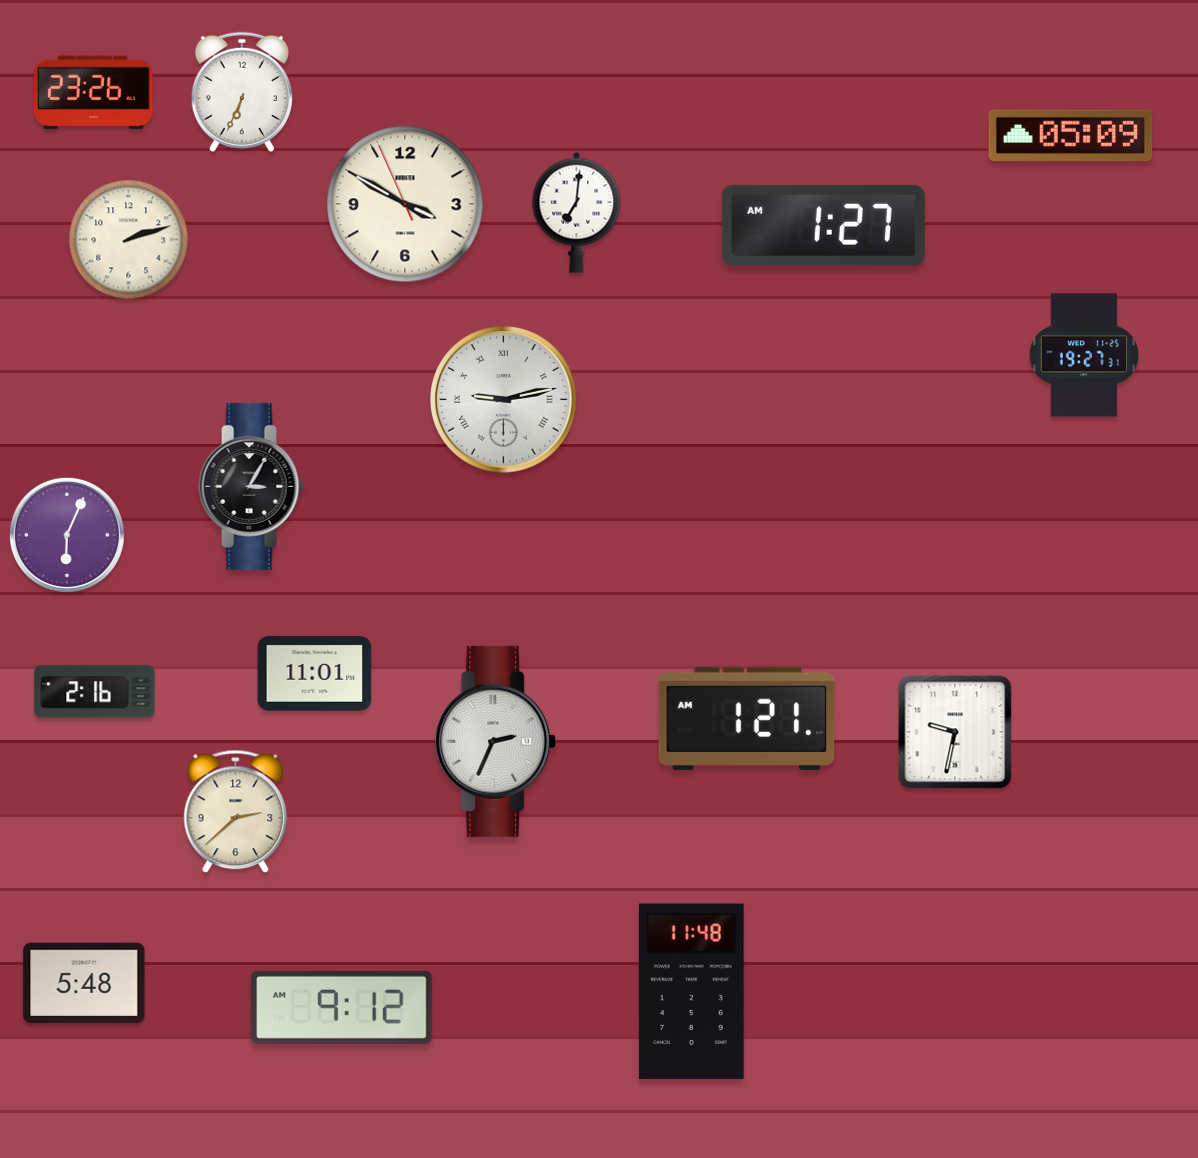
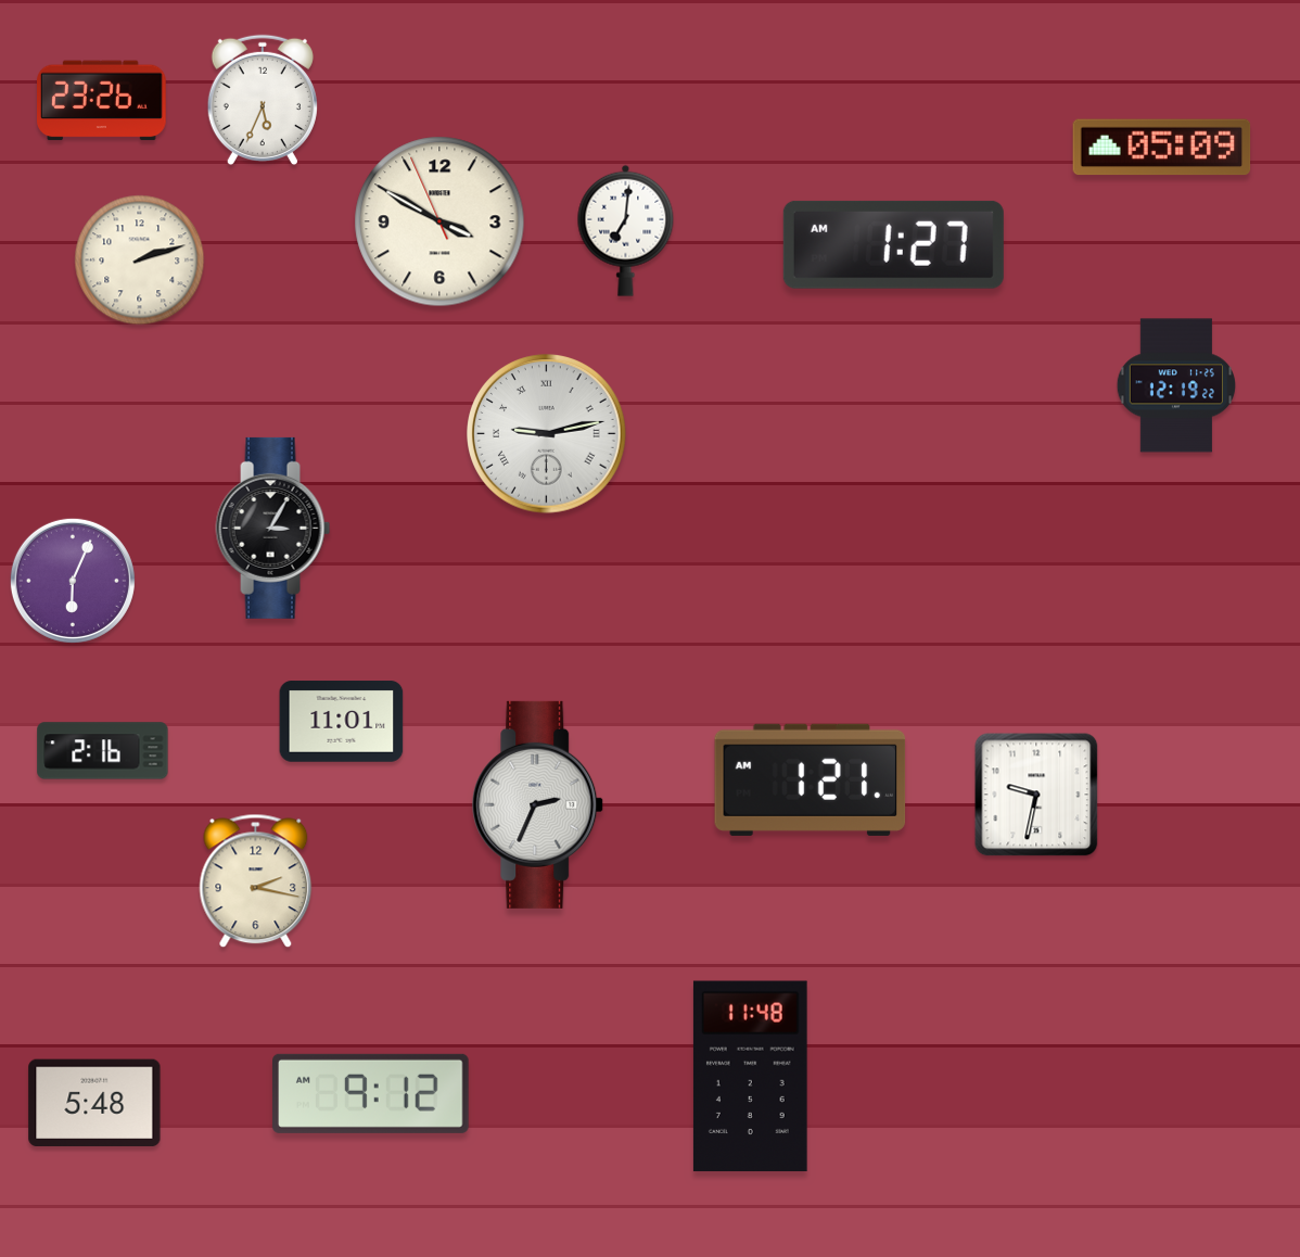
clock at (242, 91): 6:34 -> 5:34
clock at (1083, 355): 19:27 -> 12:19
clock at (315, 674) position: (315, 674) -> (342, 722)
clock at (236, 812): 2:38 -> 2:17
clock at (84, 983) position: (84, 983) -> (94, 1103)
